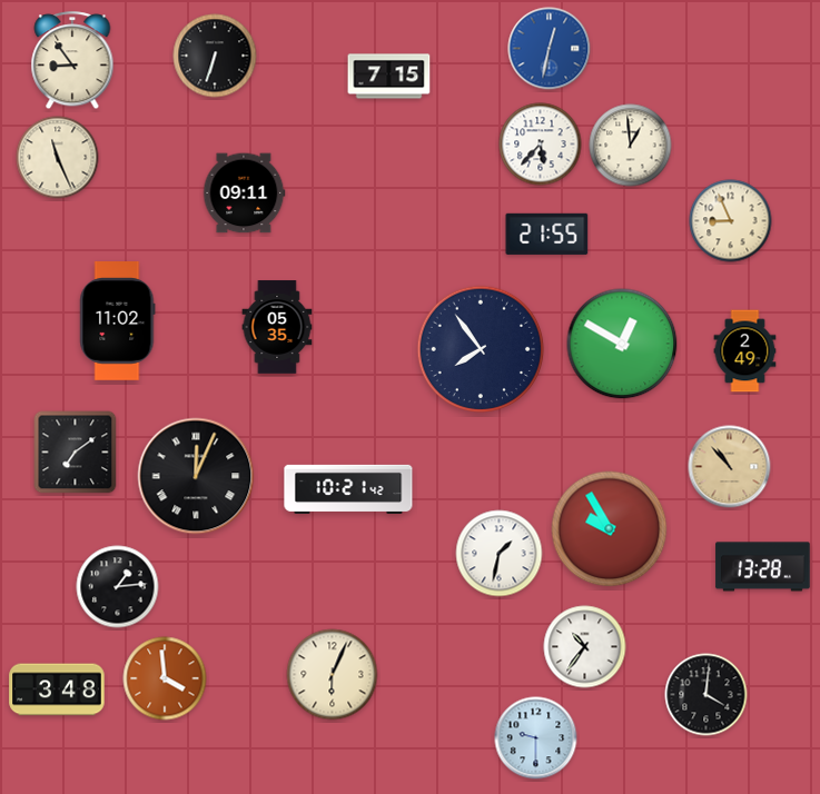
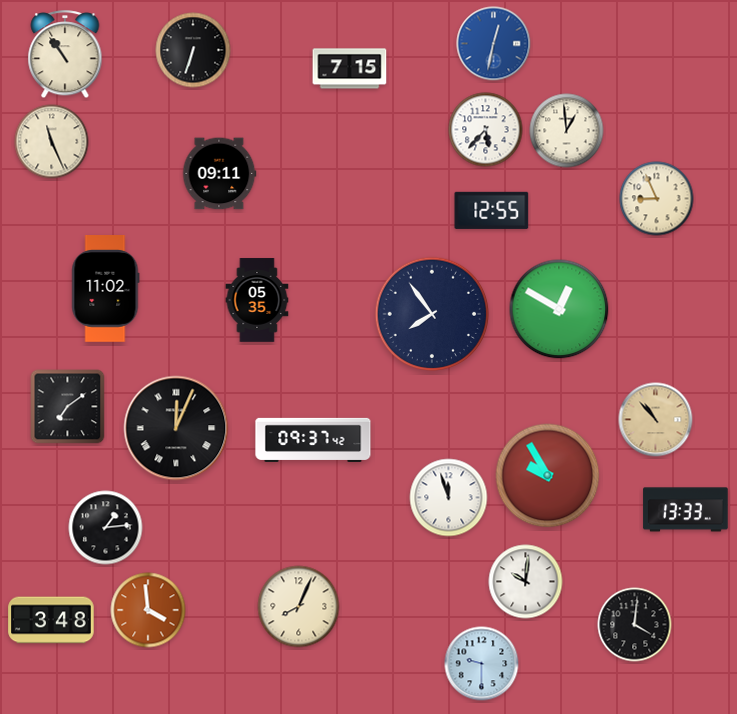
clock at (72, 61): 8:54 -> 10:54
clock at (547, 234): 21:55 -> 12:55
clock at (277, 327) position: (277, 327) -> (257, 300)
clock at (745, 351): 2:49 -> none
clock at (348, 489): 10:21 -> 09:37
clock at (500, 554): 1:32 -> 11:57
clock at (763, 567): 13:28 -> 13:33
clock at (585, 647): 10:36 -> 10:01
clock at (333, 675): 6:04 -> 8:04
